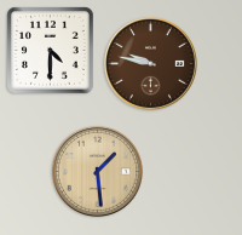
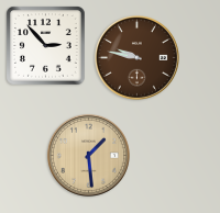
clock at (51, 51): 4:30 -> 2:53
